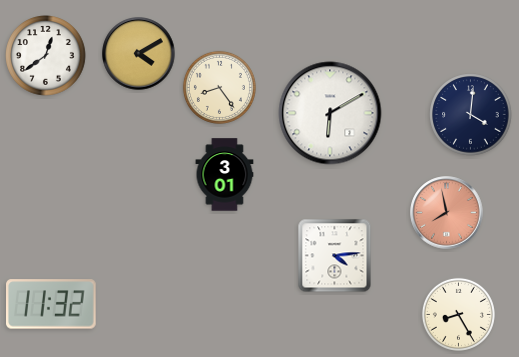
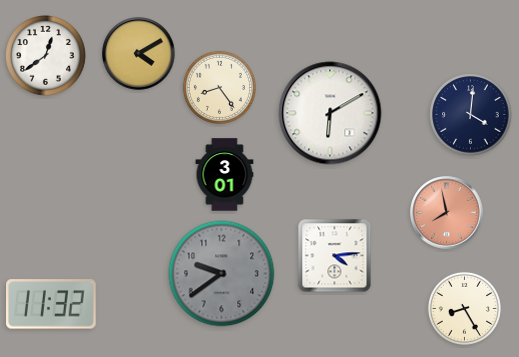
clock at (222, 274): none -> 9:39
clock at (458, 314) position: (458, 314) -> (464, 308)
